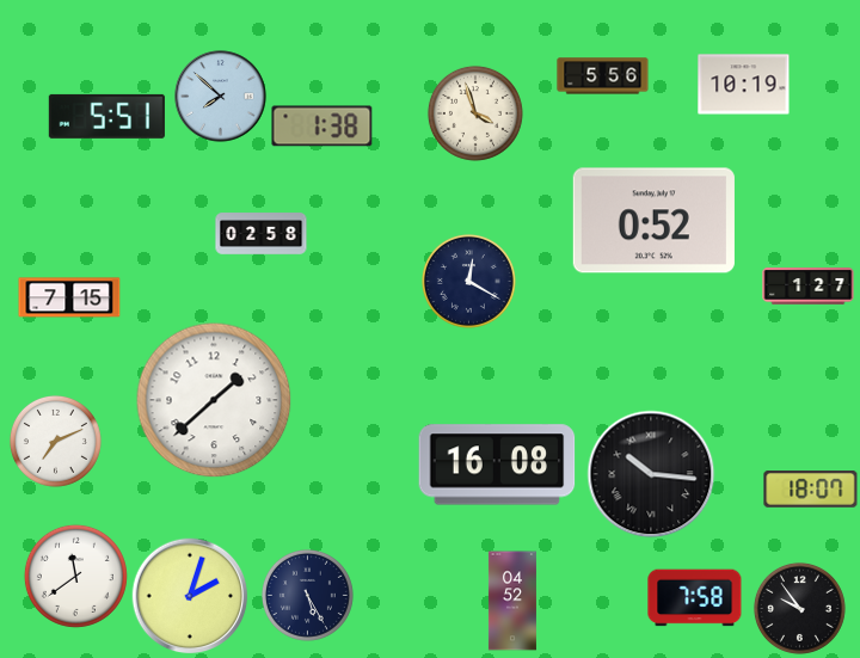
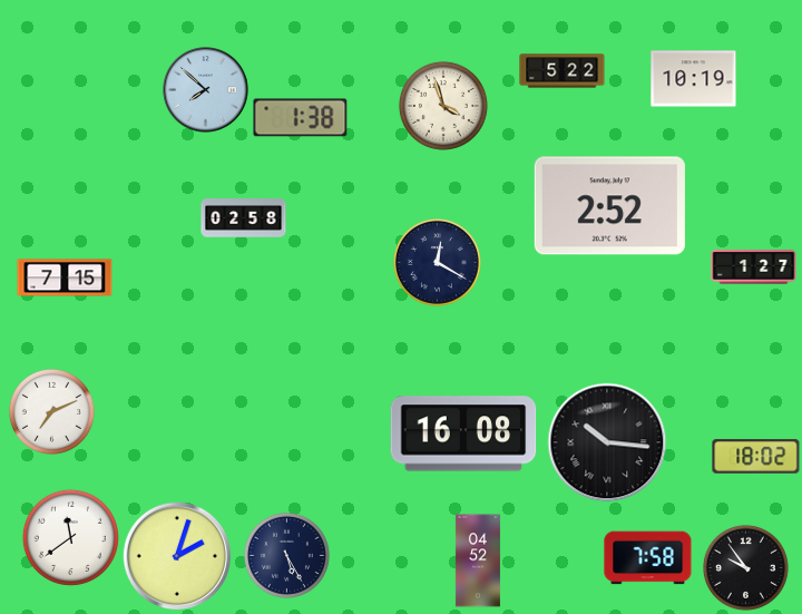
clock at (603, 76): 5:56 -> 5:22
clock at (106, 116): 5:51 -> none
clock at (653, 221): 0:52 -> 2:52
clock at (214, 400): 1:38 -> none
clock at (811, 490): 18:07 -> 18:02
